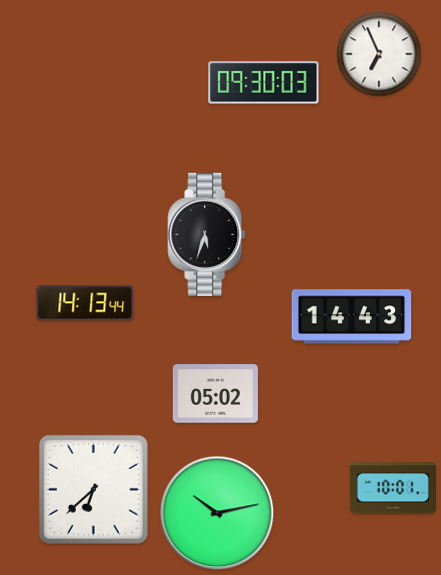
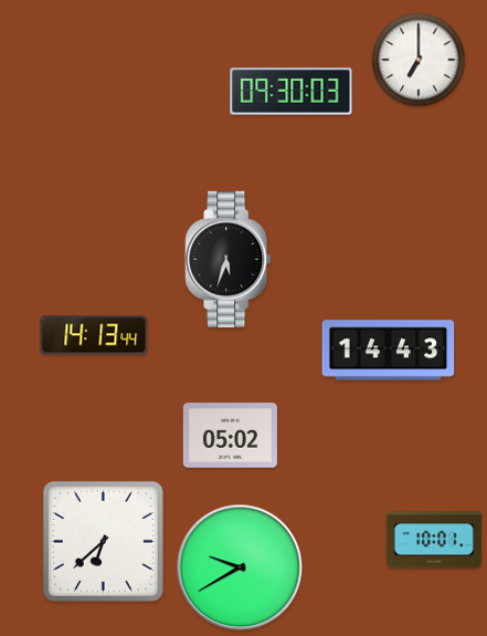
clock at (379, 54): 6:56 -> 7:00
clock at (215, 394) position: (215, 394) -> (230, 436)
clock at (217, 513): 10:13 -> 9:40
